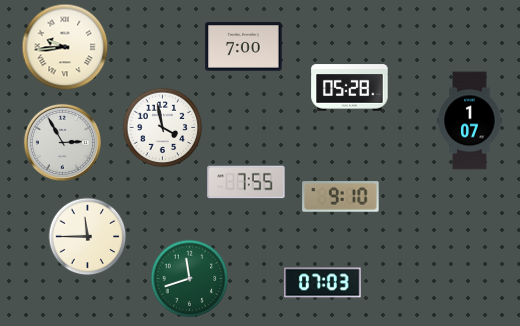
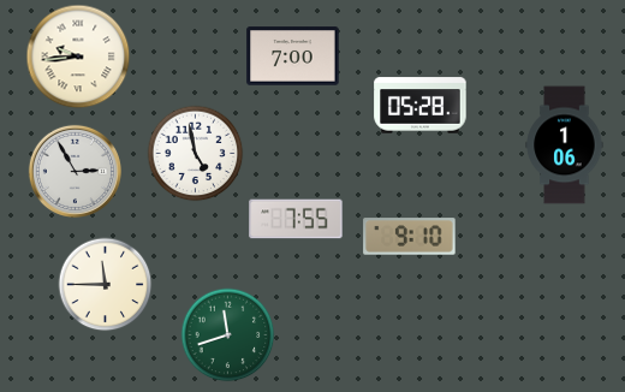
clock at (470, 121): 1:07 -> 1:06
clock at (162, 127): 3:58 -> 4:58
clock at (323, 283): 07:03 -> none
